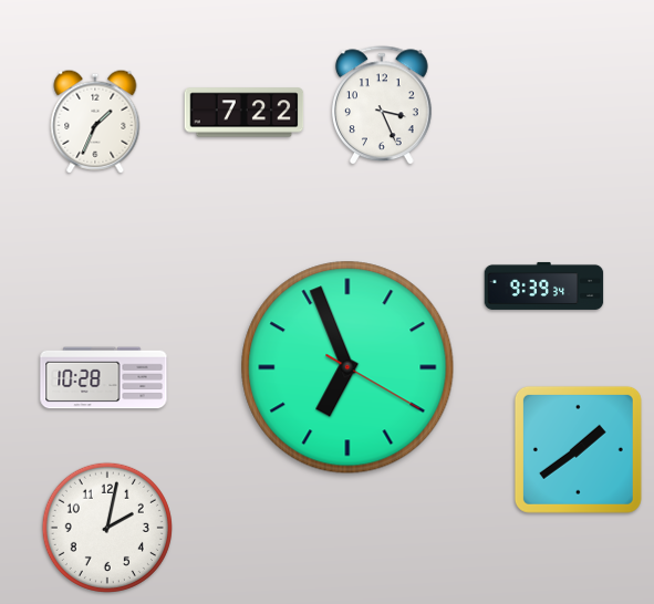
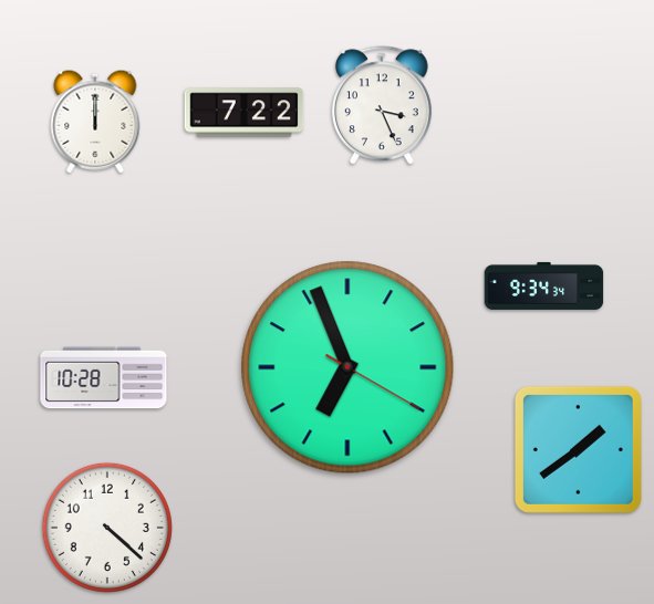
clock at (95, 122): 1:34 -> 12:00
clock at (544, 285): 9:39 -> 9:34
clock at (107, 528): 2:02 -> 4:22
